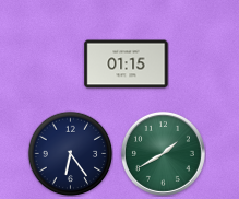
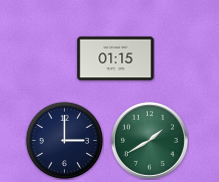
clock at (70, 153): 6:24 -> 3:00
